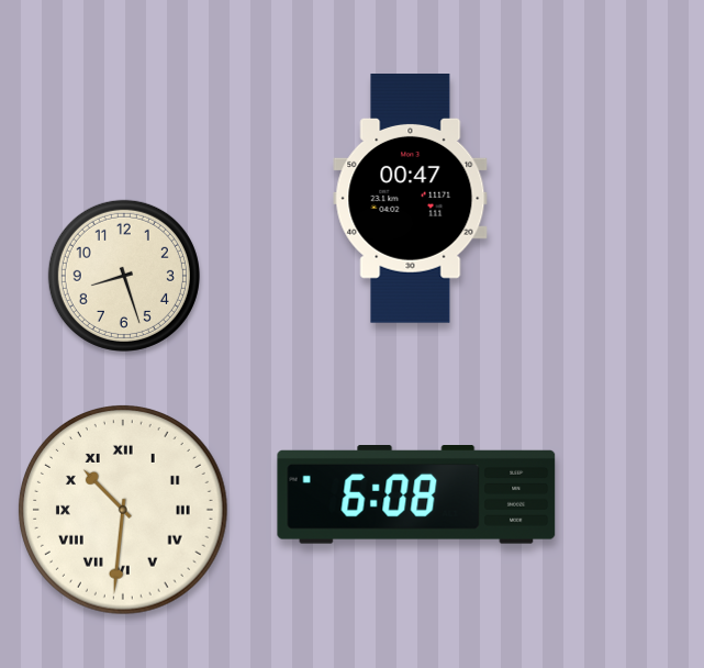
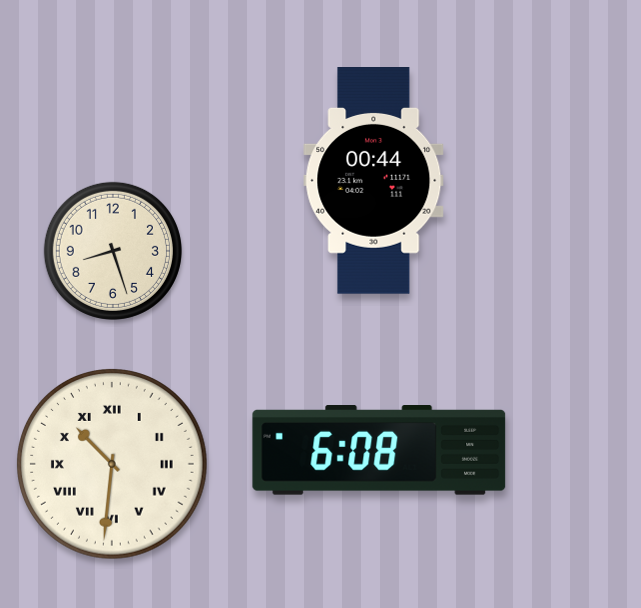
clock at (411, 199): 00:47 -> 00:44
